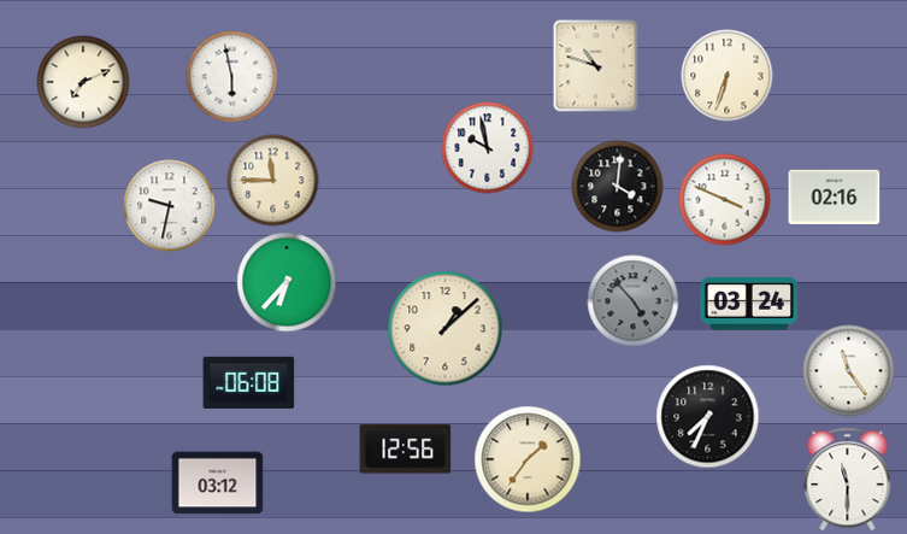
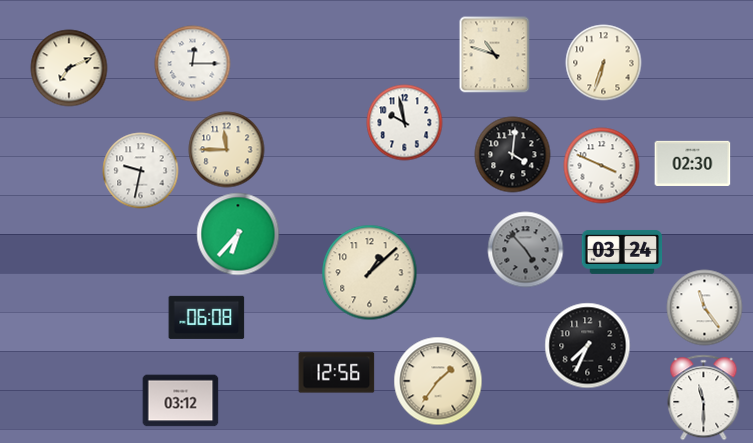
clock at (232, 77): 5:58 -> 12:15
clock at (835, 196): 02:16 -> 02:30
